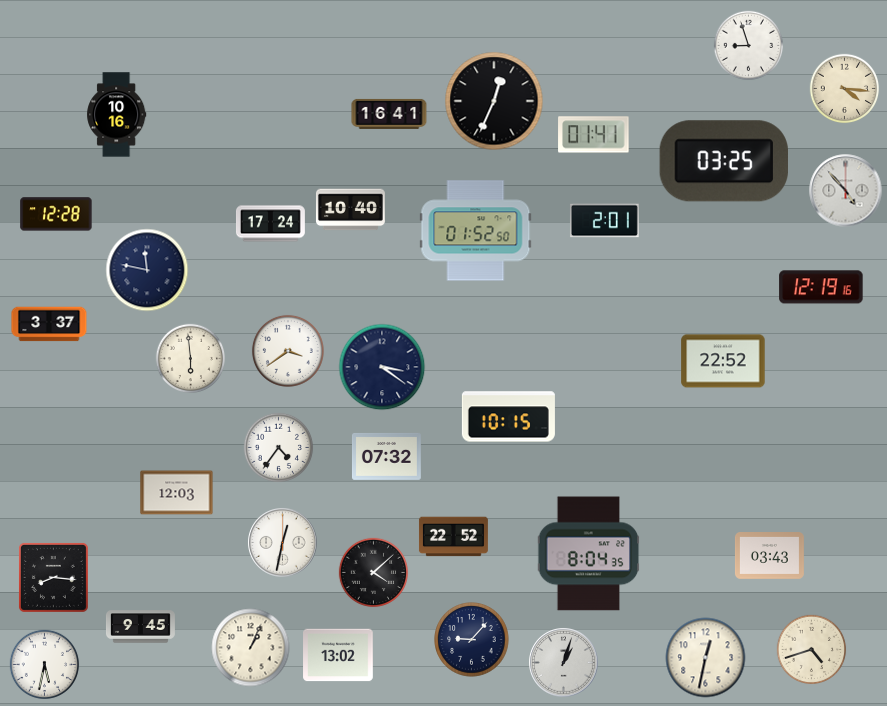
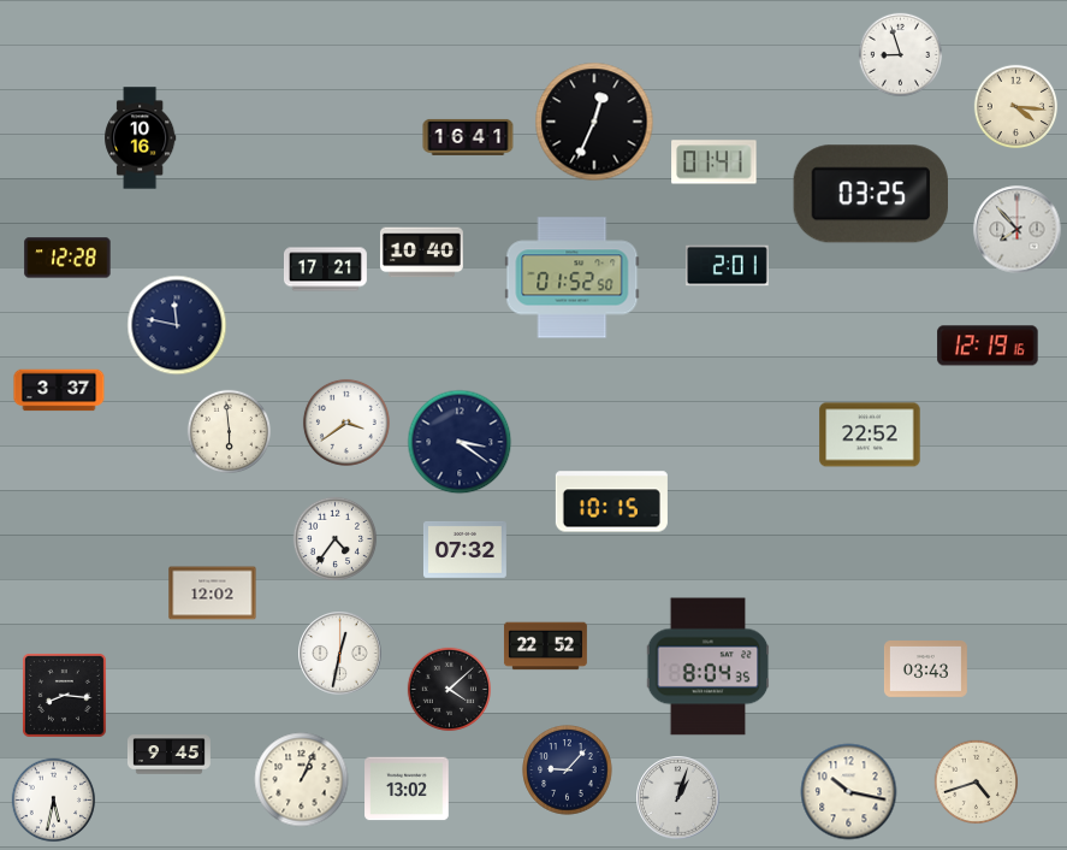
clock at (846, 191): 4:53 -> 7:53
clock at (270, 224): 17:24 -> 17:21
clock at (177, 493): 12:03 -> 12:02
clock at (706, 658): 12:32 -> 10:17
